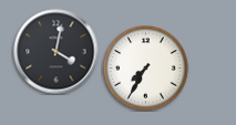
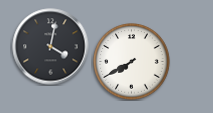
clock at (146, 69): 7:35 -> 7:40
